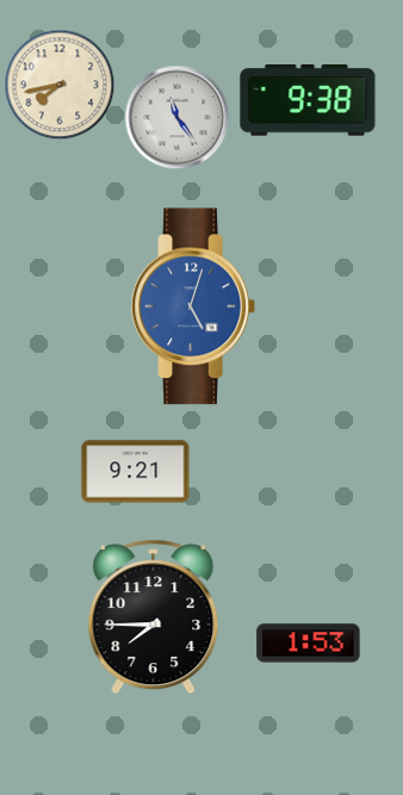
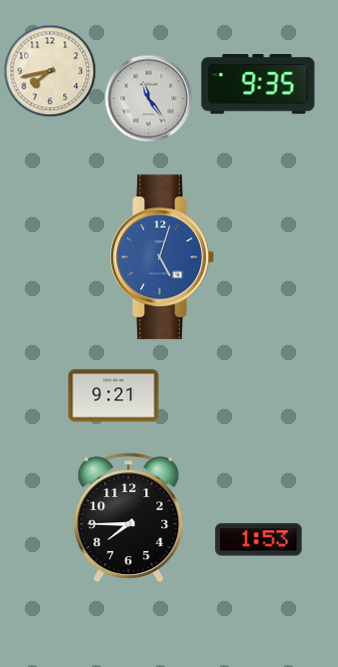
clock at (308, 100): 9:38 -> 9:35
